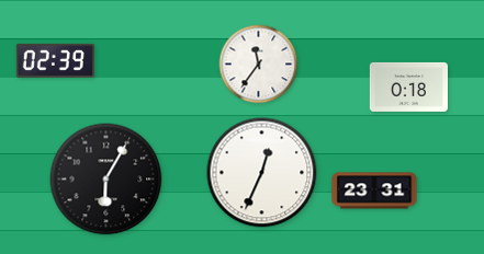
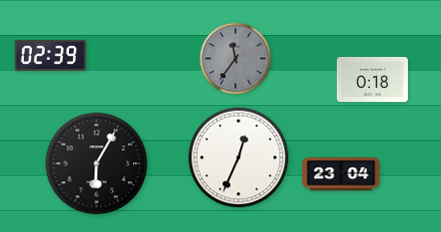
clock at (259, 65) dial: white -> grey
clock at (374, 190): 23:31 -> 23:04
